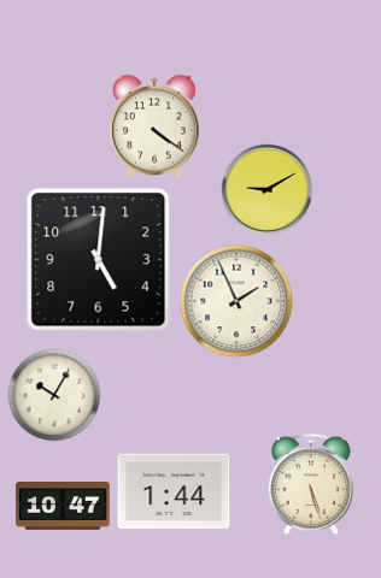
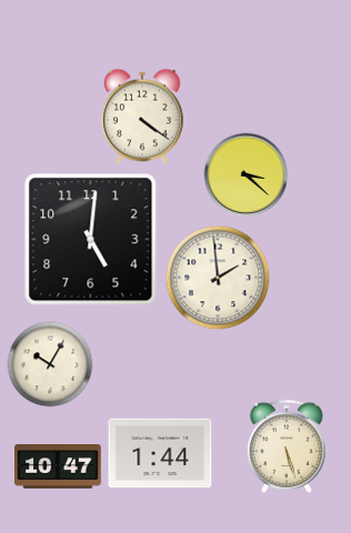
clock at (268, 190): 9:10 -> 3:22
clock at (236, 301): 1:56 -> 1:59
